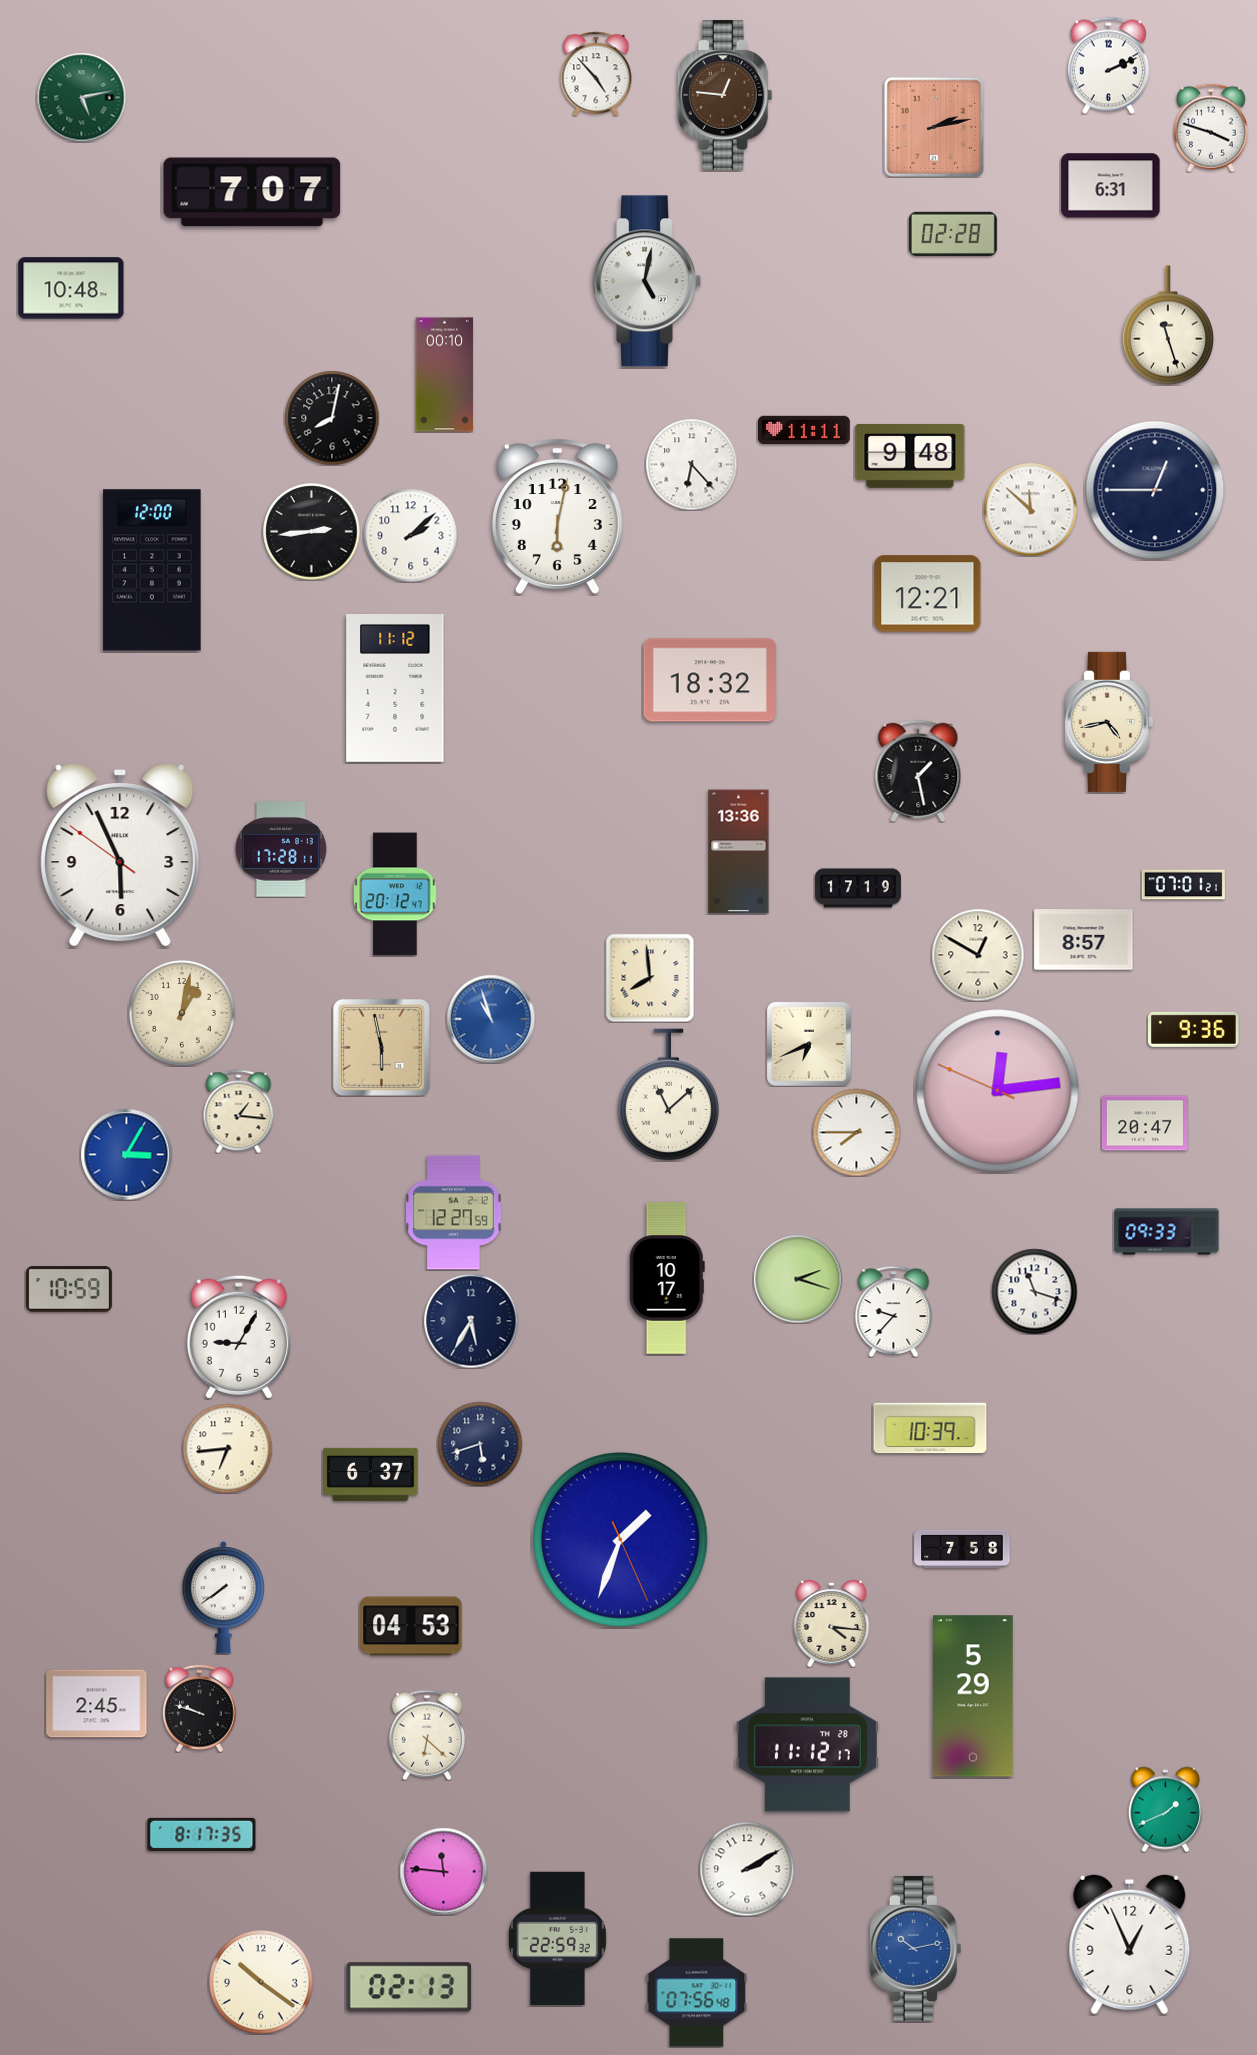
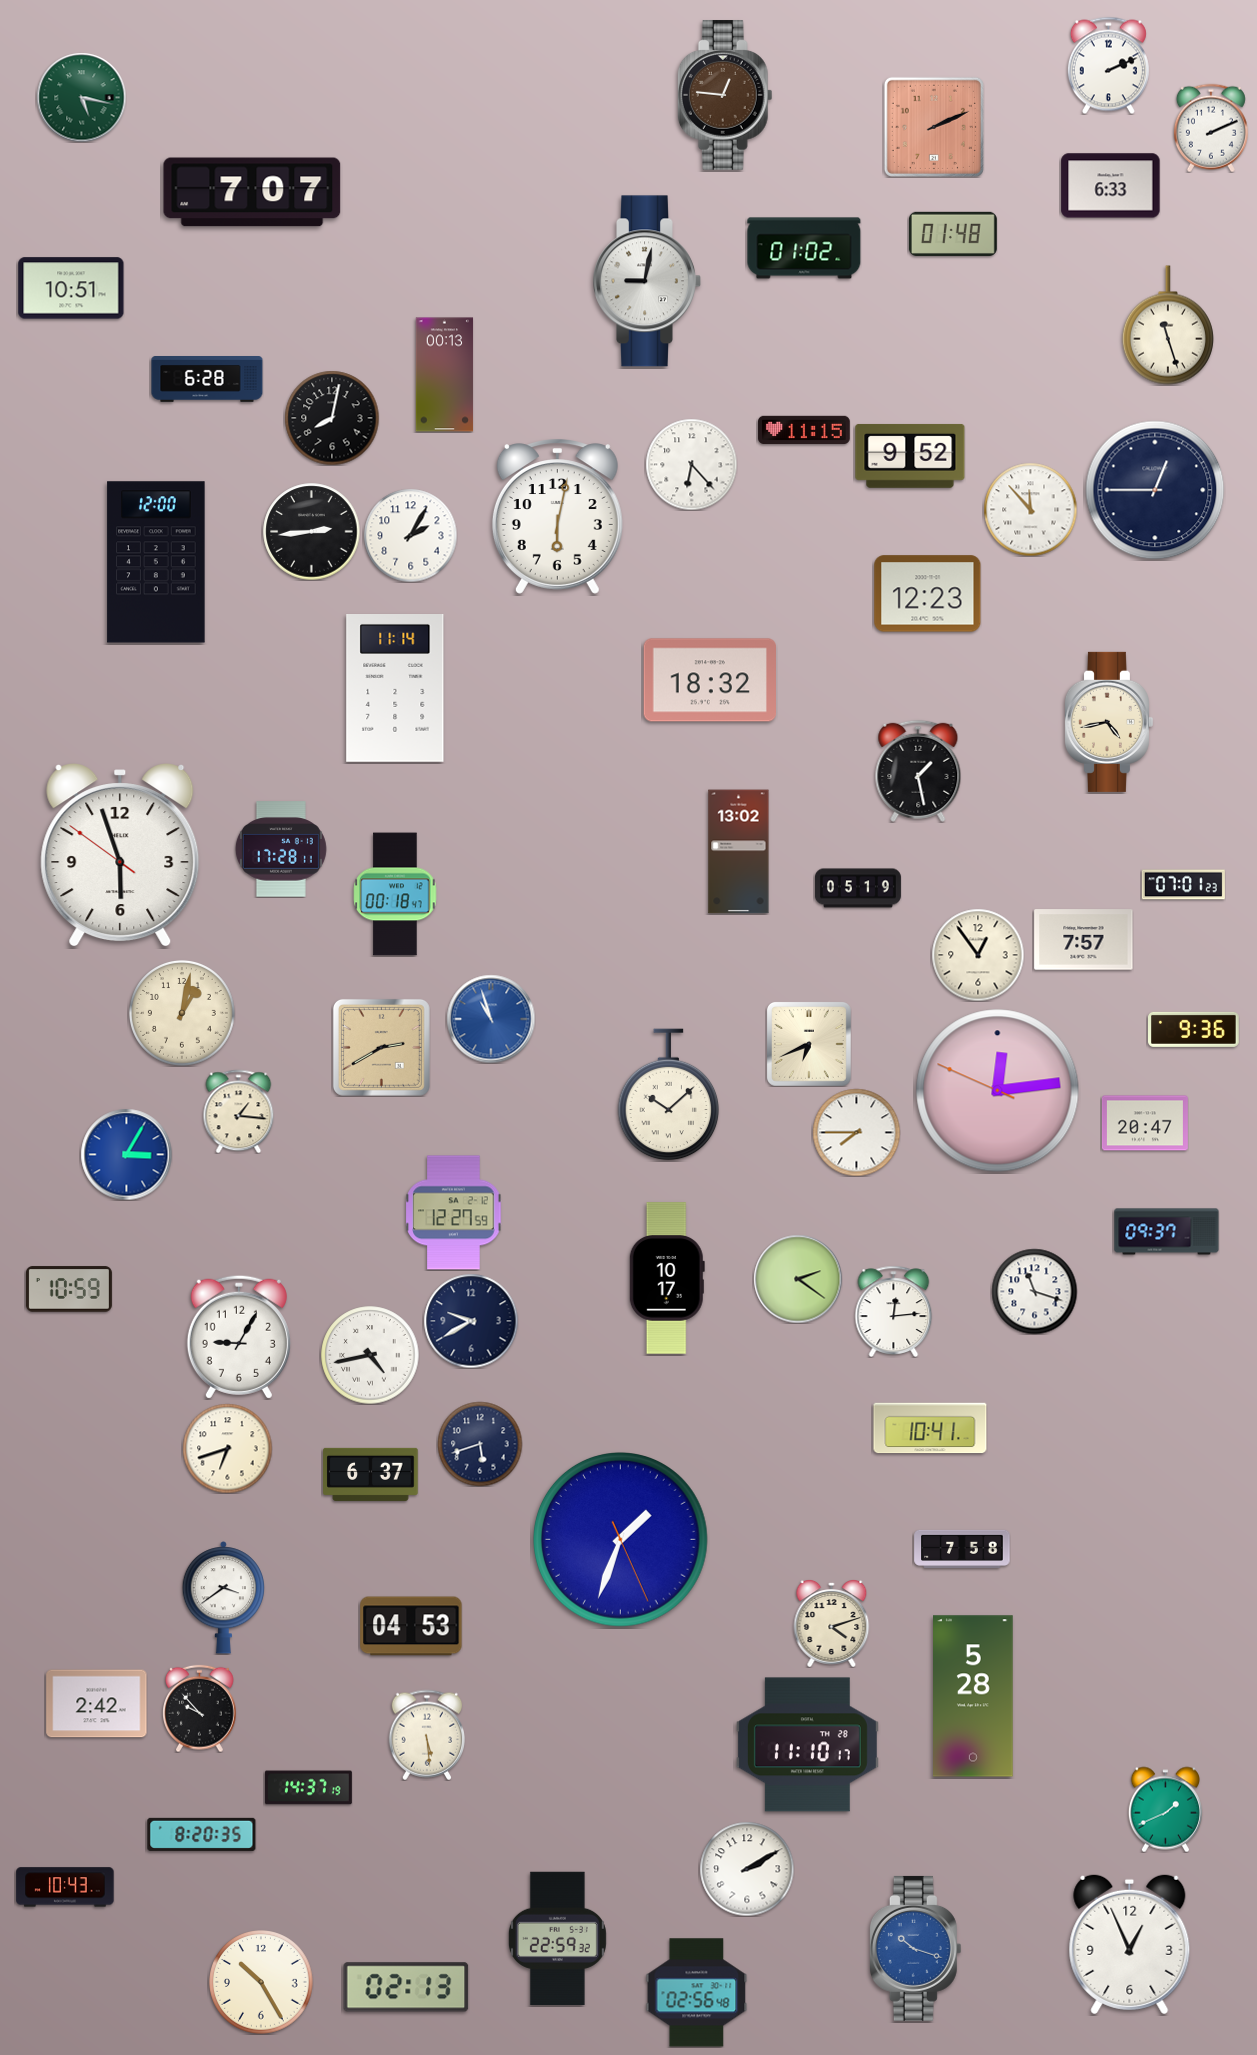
clock at (596, 74): 4:53 -> none
clock at (81, 97): 5:13 -> 5:17
clock at (934, 127): 2:13 -> 2:11
clock at (1211, 128): 3:48 -> 2:11
clock at (1111, 186): 6:31 -> 6:33
clock at (953, 234): 02:28 -> 01:48
clock at (804, 248): none -> 01:02
clock at (647, 281): 5:02 -> 9:02
clock at (71, 288): 10:48 -> 10:51
clock at (445, 375): 00:10 -> 00:13
clock at (207, 380): none -> 6:28
clock at (804, 429): 11:11 -> 11:15
clock at (910, 456): 9:48 -> 9:52
clock at (1030, 509): 11:52 -> 11:53
clock at (410, 535): 2:08 -> 2:05
clock at (152, 570) position: (152, 570) -> (156, 562)
clock at (928, 594): 12:21 -> 12:23
clock at (395, 689): 11:12 -> 11:14
clock at (739, 852): 13:36 -> 13:02
clock at (120, 855): 5:55 -> 5:56
clock at (1183, 885): 07:01:21 -> 07:01:23
clock at (858, 888): 17:19 -> 05:19
clock at (395, 894): 20:12 -> 00:18
clock at (1084, 940): 8:57 -> 7:57
clock at (978, 955): 12:50 -> 12:54
clock at (650, 978): 7:59 -> none
clock at (381, 1047): 5:58 -> 2:40
clock at (669, 1095): 11:08 -> 10:08
clock at (1167, 1232): 09:33 -> 09:37
clock at (798, 1279): 2:18 -> 2:21
clock at (894, 1311): 9:37 -> 12:14
clock at (471, 1321): 5:35 -> 9:40
clock at (370, 1355): none -> 4:43
clock at (930, 1428): 10:39 -> 10:41
clock at (227, 1448): 6:44 -> 6:42
clock at (224, 1598): 7:39 -> 3:39
clock at (832, 1624): 4:16 -> 4:12
clock at (973, 1696): 5:29 -> 5:28
clock at (97, 1704): 2:45 -> 2:42
clock at (200, 1708): 9:48 -> 9:53
clock at (427, 1735): 6:22 -> 5:29
clock at (807, 1745): 11:12 -> 11:10
clock at (308, 1788): none -> 14:37
clock at (202, 1834): 8:17 -> 8:20
clock at (443, 1871): 11:46 -> none
clock at (65, 1887): none -> 10:43
clock at (915, 1948): 10:13 -> 10:18
clock at (262, 1983): 10:21 -> 10:25
clock at (409, 1987) position: (409, 1987) -> (406, 1987)
clock at (697, 1993): 07:56 -> 02:56
